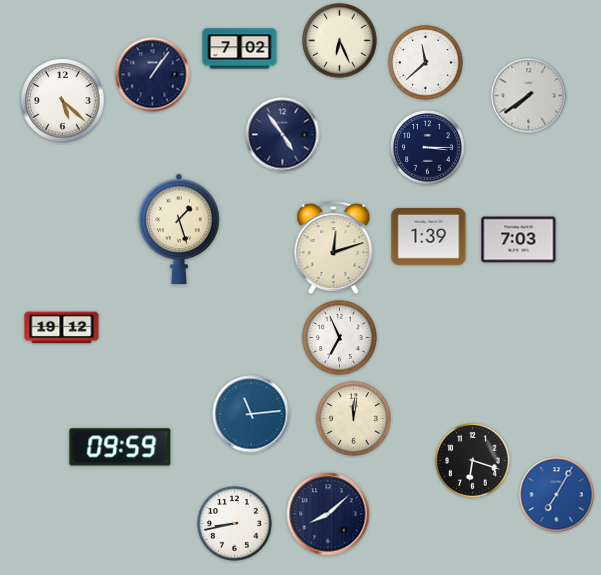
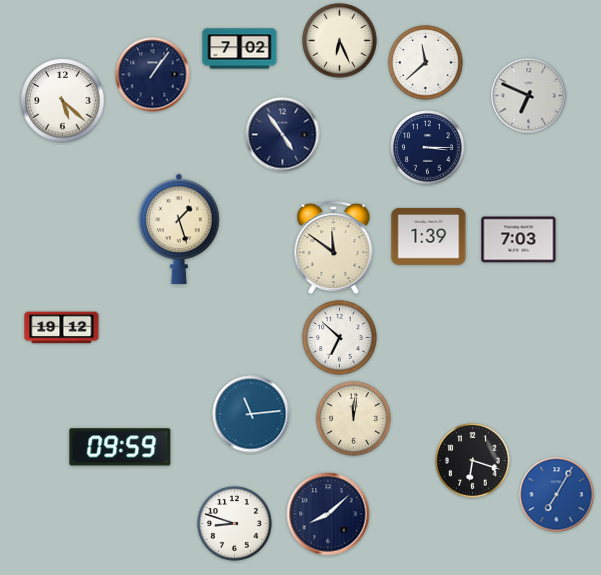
clock at (529, 96): 7:39 -> 6:49
clock at (334, 248): 12:12 -> 11:51
clock at (340, 338): 6:56 -> 6:52
clock at (235, 524): 8:43 -> 8:48
